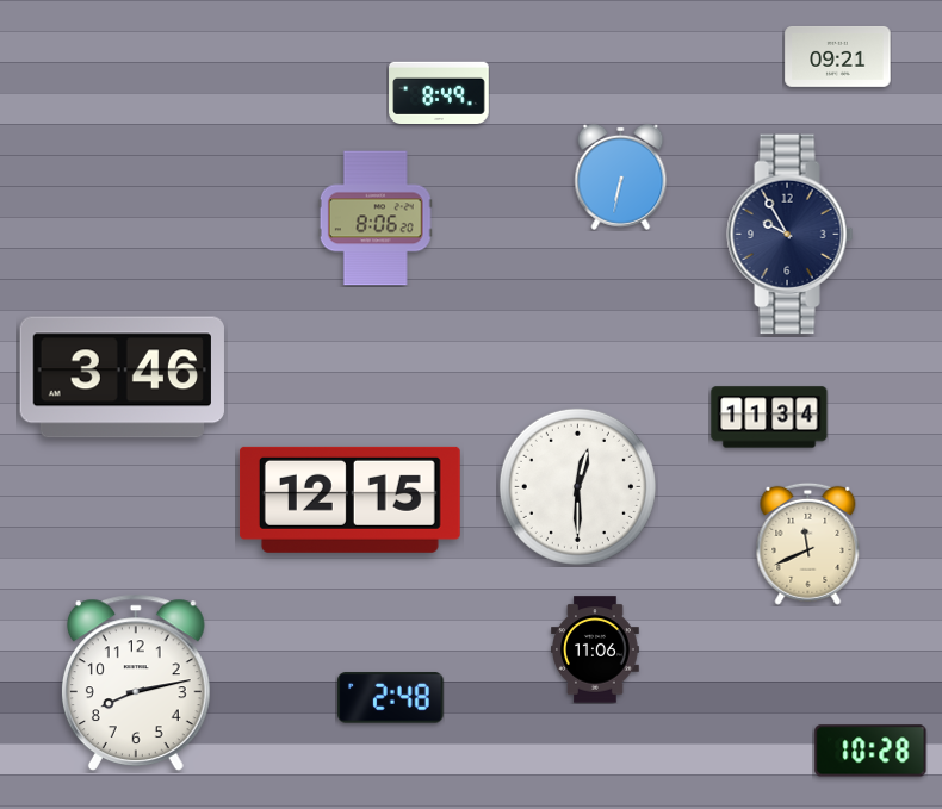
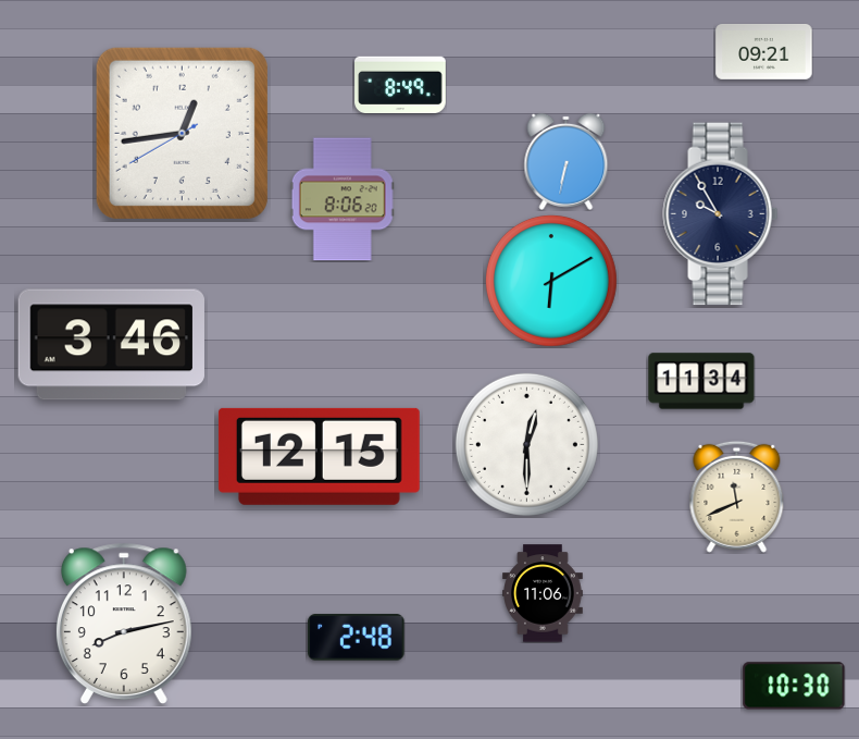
clock at (182, 133): none -> 12:43
clock at (551, 281): none -> 6:10
clock at (870, 751): 10:28 -> 10:30
